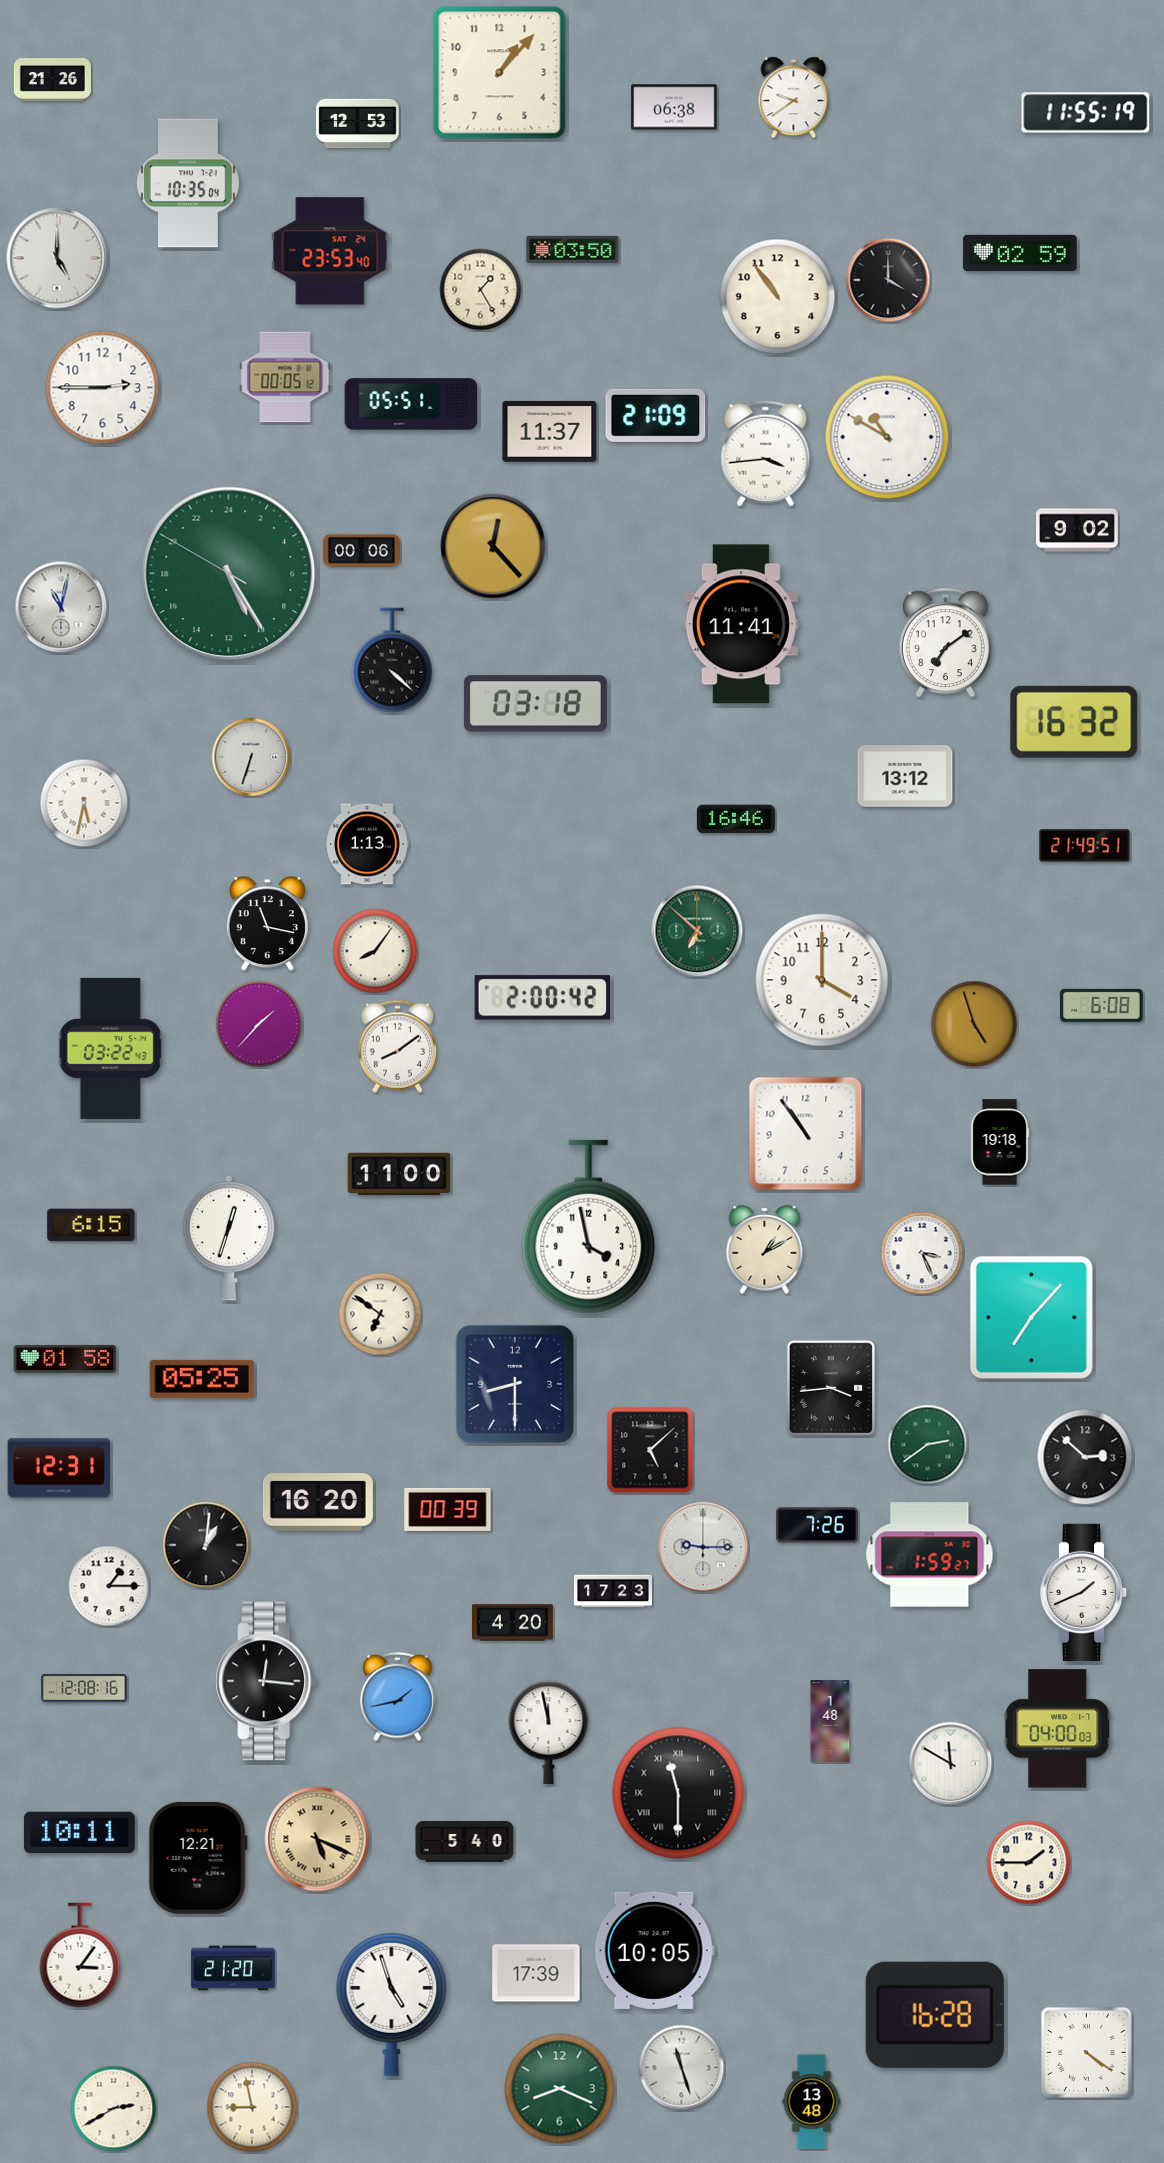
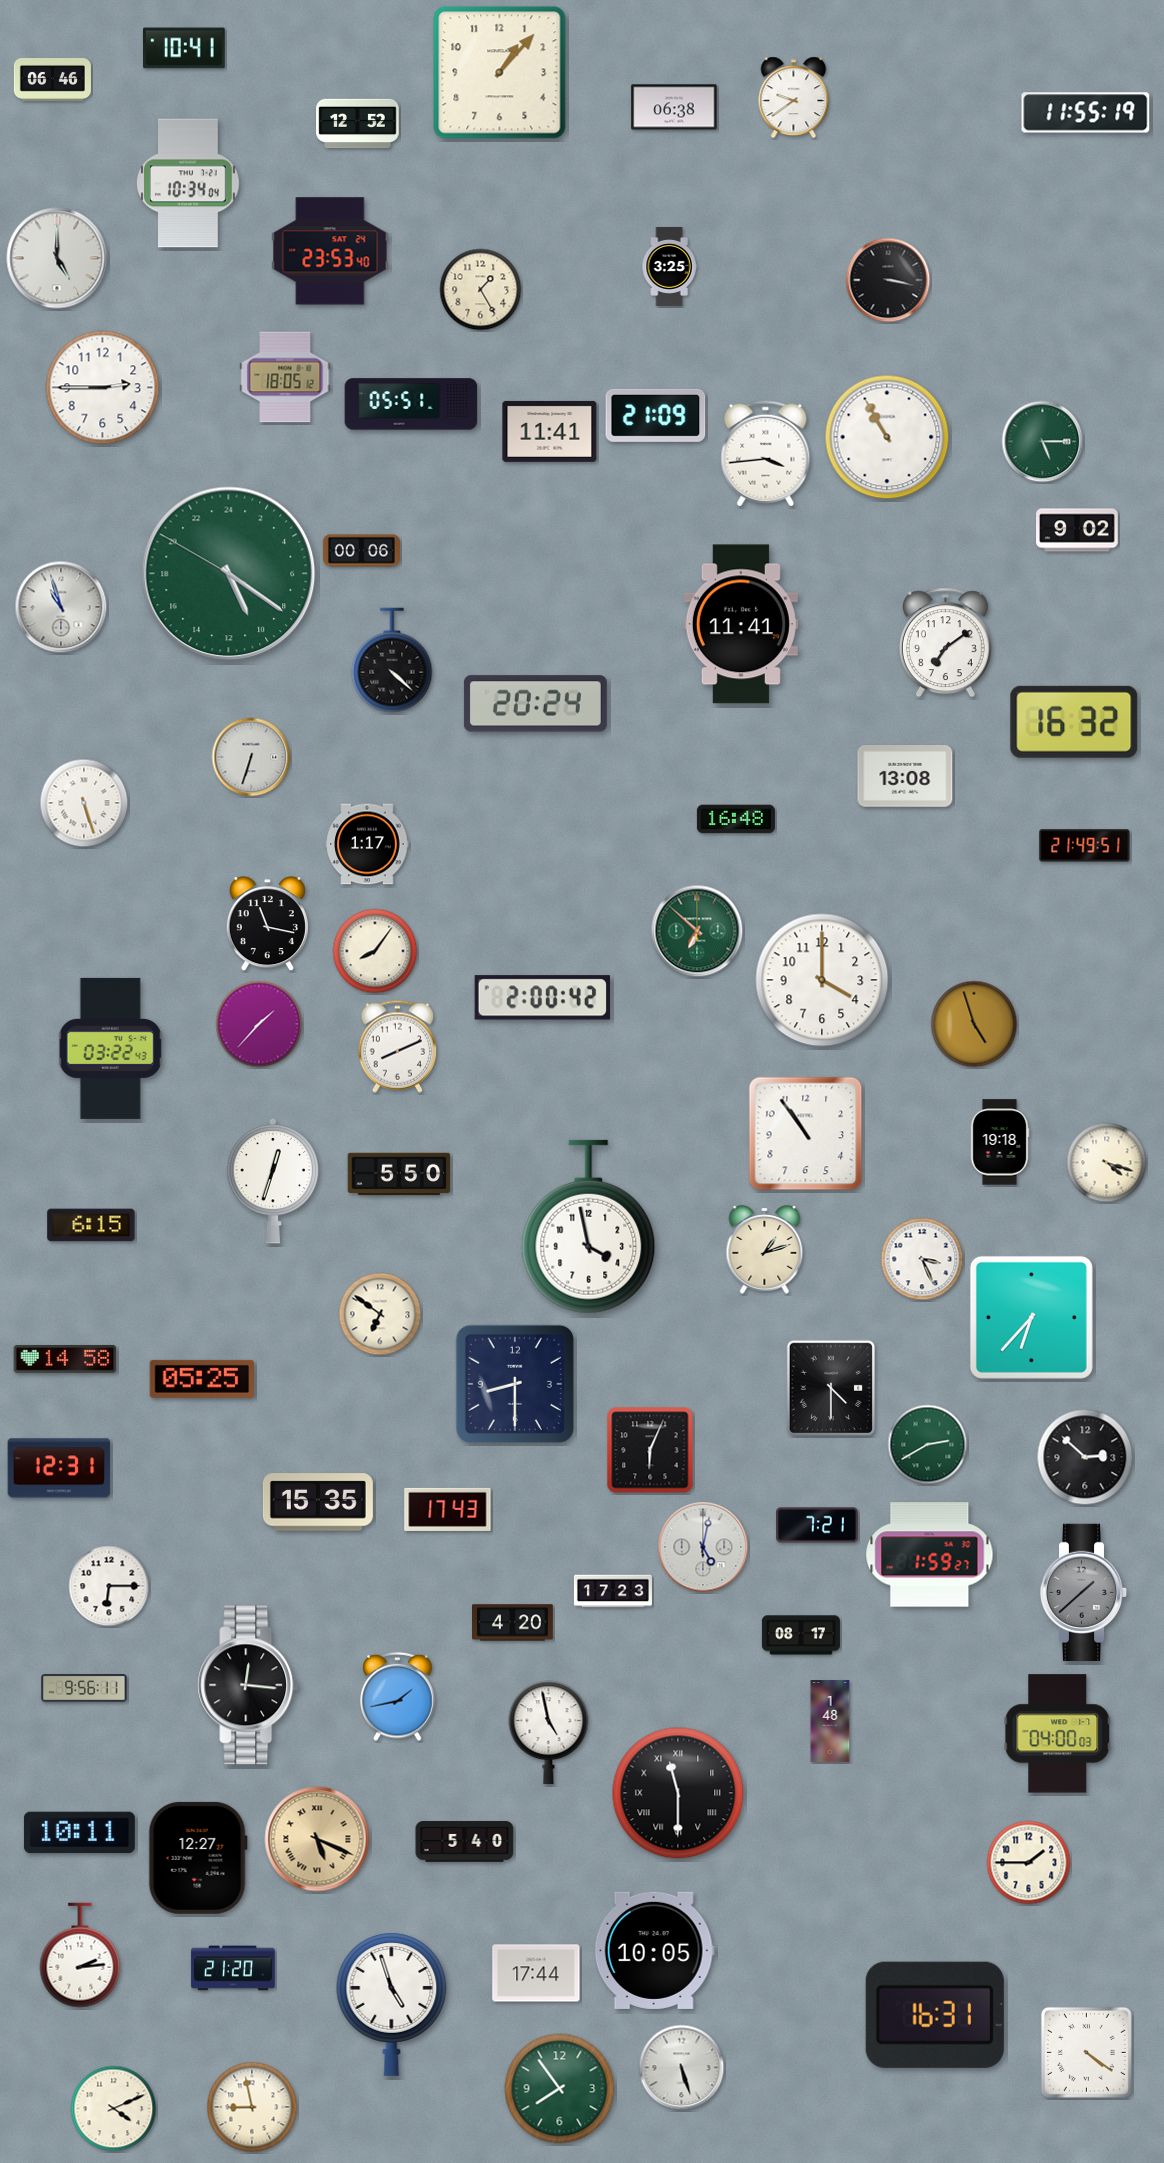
clock at (185, 48): none -> 10:41
clock at (52, 80): 21:26 -> 06:46
clock at (358, 124): 12:53 -> 12:52
clock at (189, 183): 10:35 -> 10:34
clock at (573, 249): 03:50 -> none
clock at (1020, 253): 02:59 -> none
clock at (669, 266): none -> 3:25
clock at (888, 280): 4:00 -> 3:17
clock at (778, 297): 10:54 -> none
clock at (285, 377): 00:05 -> 18:05
clock at (550, 431): 11:37 -> 11:41
clock at (887, 437): 10:50 -> 10:55
clock at (1043, 442): none -> 5:15
clock at (493, 546): 12:23 -> none
clock at (229, 574): 10:24 -> 10:20
clock at (61, 607): 11:02 -> 10:57
clock at (535, 704): 03:18 -> 20:24
clock at (905, 777): 13:12 -> 13:08
clock at (84, 803): 5:32 -> 5:27
clock at (736, 819): 16:46 -> 16:48
clock at (367, 844): 1:13 -> 1:17
clock at (1102, 1005): 6:08 -> none
clock at (397, 1046): 8:09 -> 8:11
clock at (1107, 1163): none -> 4:18
clock at (399, 1174): 11:00 -> 5:50
clock at (229, 1238) position: (229, 1238) -> (273, 1181)
clock at (765, 1250): 1:10 -> 1:12
clock at (922, 1253) position: (922, 1253) -> (922, 1259)
clock at (1031, 1317): 7:07 -> 6:37
clock at (65, 1359): 01:58 -> 14:58
clock at (830, 1387): 3:44 -> 4:30
clock at (928, 1445): 2:39 -> 2:40
clock at (650, 1450): 5:08 -> 6:04
clock at (318, 1502): 16:20 -> 15:35
clock at (448, 1509): 00:39 -> 17:43
clock at (817, 1525): 7:26 -> 7:21
clock at (206, 1545): 1:01 -> none
clock at (703, 1547): 9:15 -> 5:02
clock at (109, 1586): 1:15 -> 6:15
clock at (1084, 1592): 1:41 -> 1:38
clock at (1084, 1592) dial: white -> grey
clock at (801, 1635): none -> 08:17
clock at (266, 1681) position: (266, 1681) -> (248, 1685)
clock at (84, 1689): 12:08 -> 9:56
clock at (1058, 1729) position: (1058, 1729) -> (1058, 1734)
clock at (549, 1733): 11:58 -> 4:58
clock at (951, 1764): 11:50 -> none
clock at (198, 1858): 12:21 -> 12:27
clock at (80, 1955): 3:06 -> 2:14
clock at (536, 1973): 17:39 -> 17:44
clock at (935, 2015): 16:28 -> 16:31
clock at (682, 2068): 11:27 -> 5:27
clock at (560, 2089): 8:19 -> 7:54
clock at (812, 2102): 13:48 -> none
clock at (114, 2109): 2:40 -> 4:11
